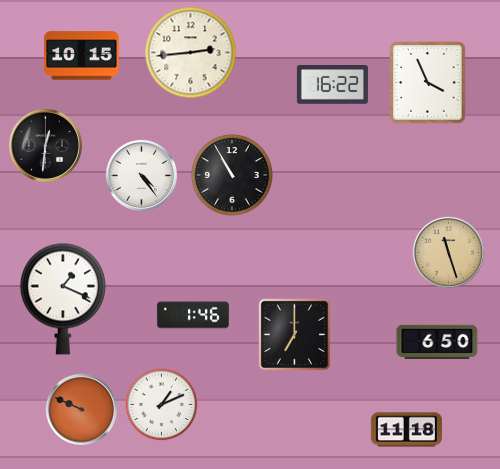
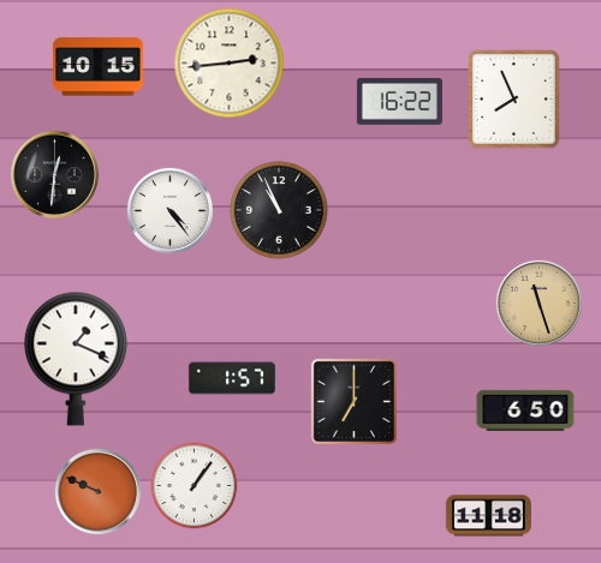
clock at (428, 83): 3:56 -> 7:56
clock at (232, 175): 10:55 -> 10:56
clock at (193, 315): 1:46 -> 1:57
clock at (162, 405): 1:11 -> 1:06
